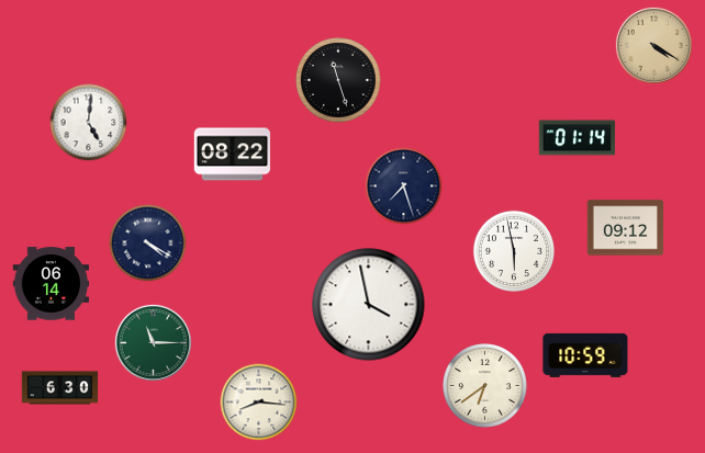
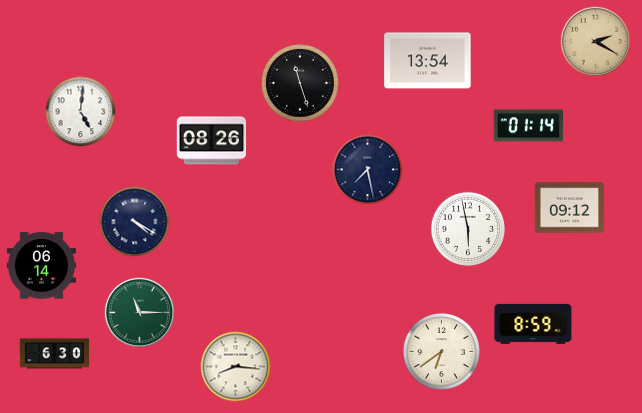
clock at (653, 45): 4:20 -> 2:20
clock at (428, 61): none -> 13:54
clock at (338, 80) position: (338, 80) -> (300, 83)
clock at (578, 138) position: (578, 138) -> (529, 126)
clock at (233, 155): 08:22 -> 08:26
clock at (404, 186): 7:27 -> 7:28
clock at (52, 284) position: (52, 284) -> (42, 266)
clock at (369, 305): 3:58 -> none
clock at (585, 355): 10:59 -> 8:59
